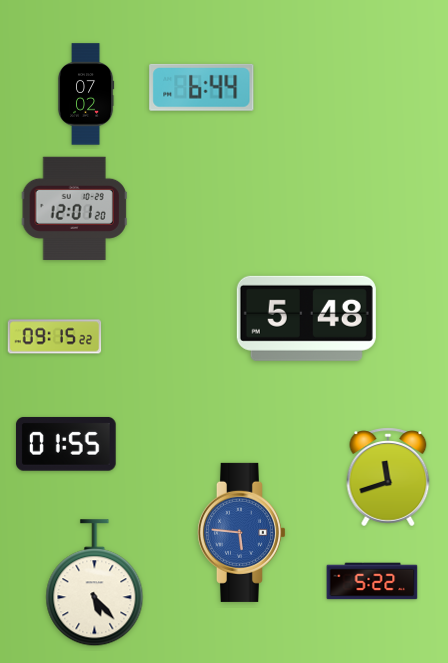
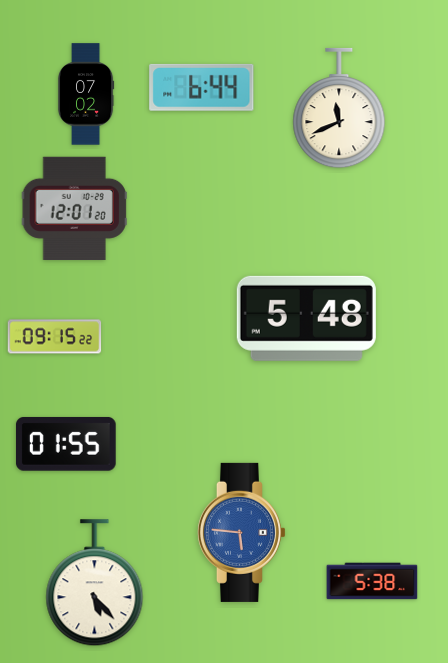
clock at (339, 108): none -> 11:41
clock at (388, 477): 11:42 -> none
clock at (372, 581): 5:22 -> 5:38
